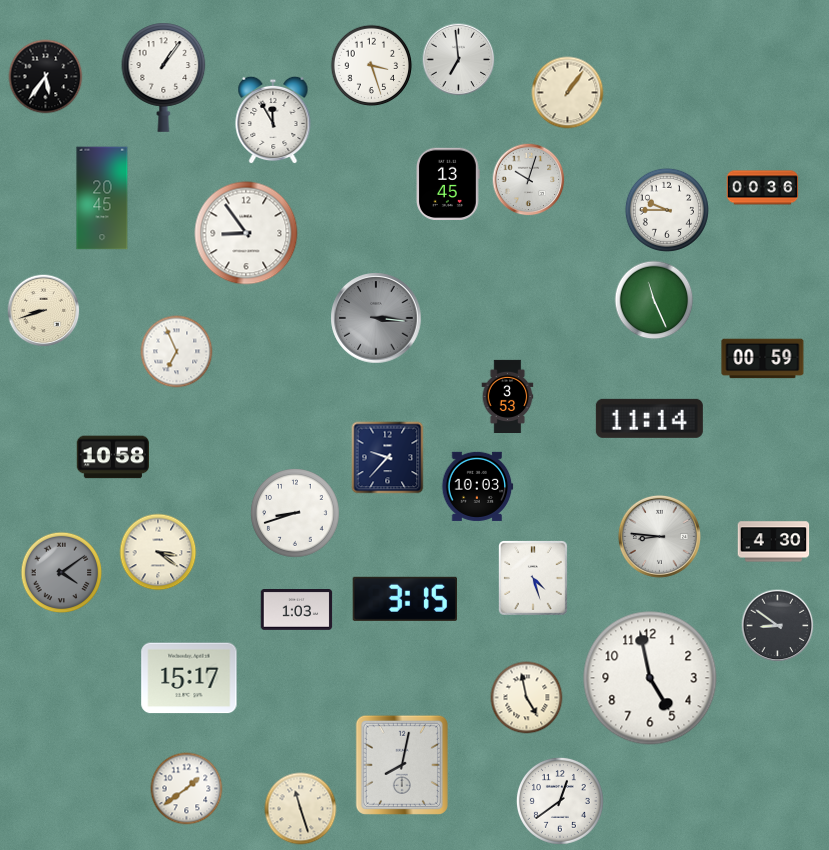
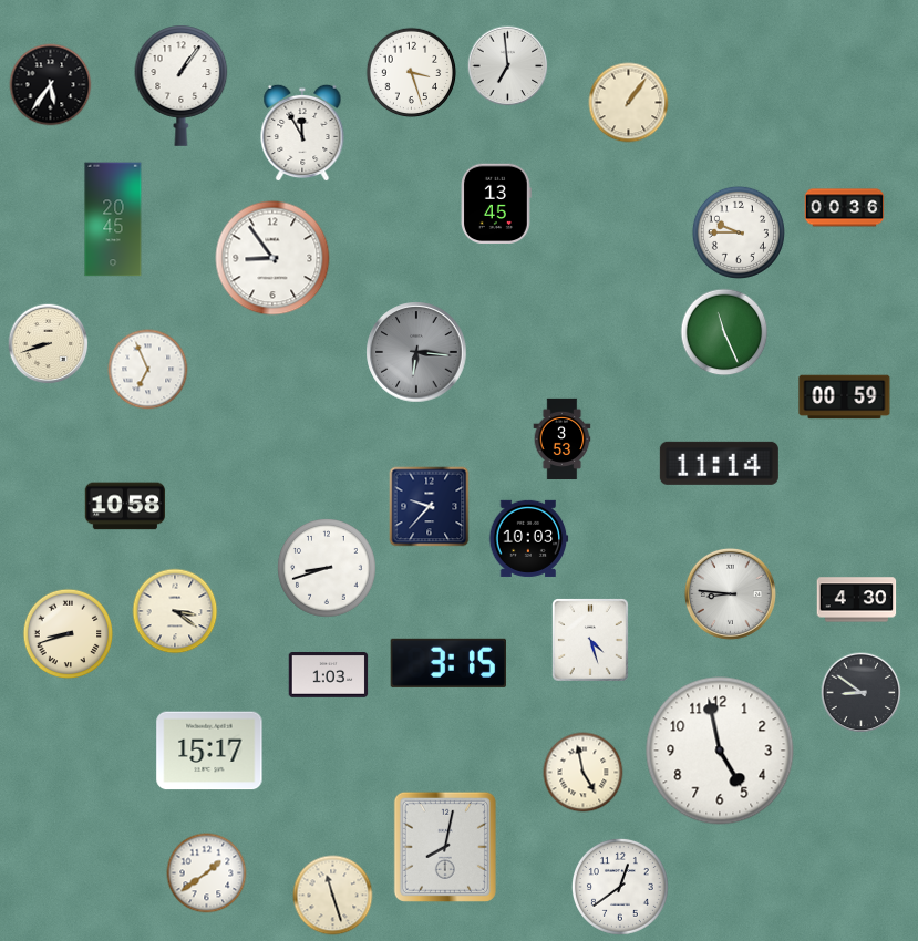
clock at (529, 180): 10:03 -> none
clock at (376, 318): 3:16 -> 6:16
clock at (177, 352) position: (177, 352) -> (148, 370)
clock at (62, 573): 4:09 -> 8:42
clock at (62, 573) dial: grey -> cream
